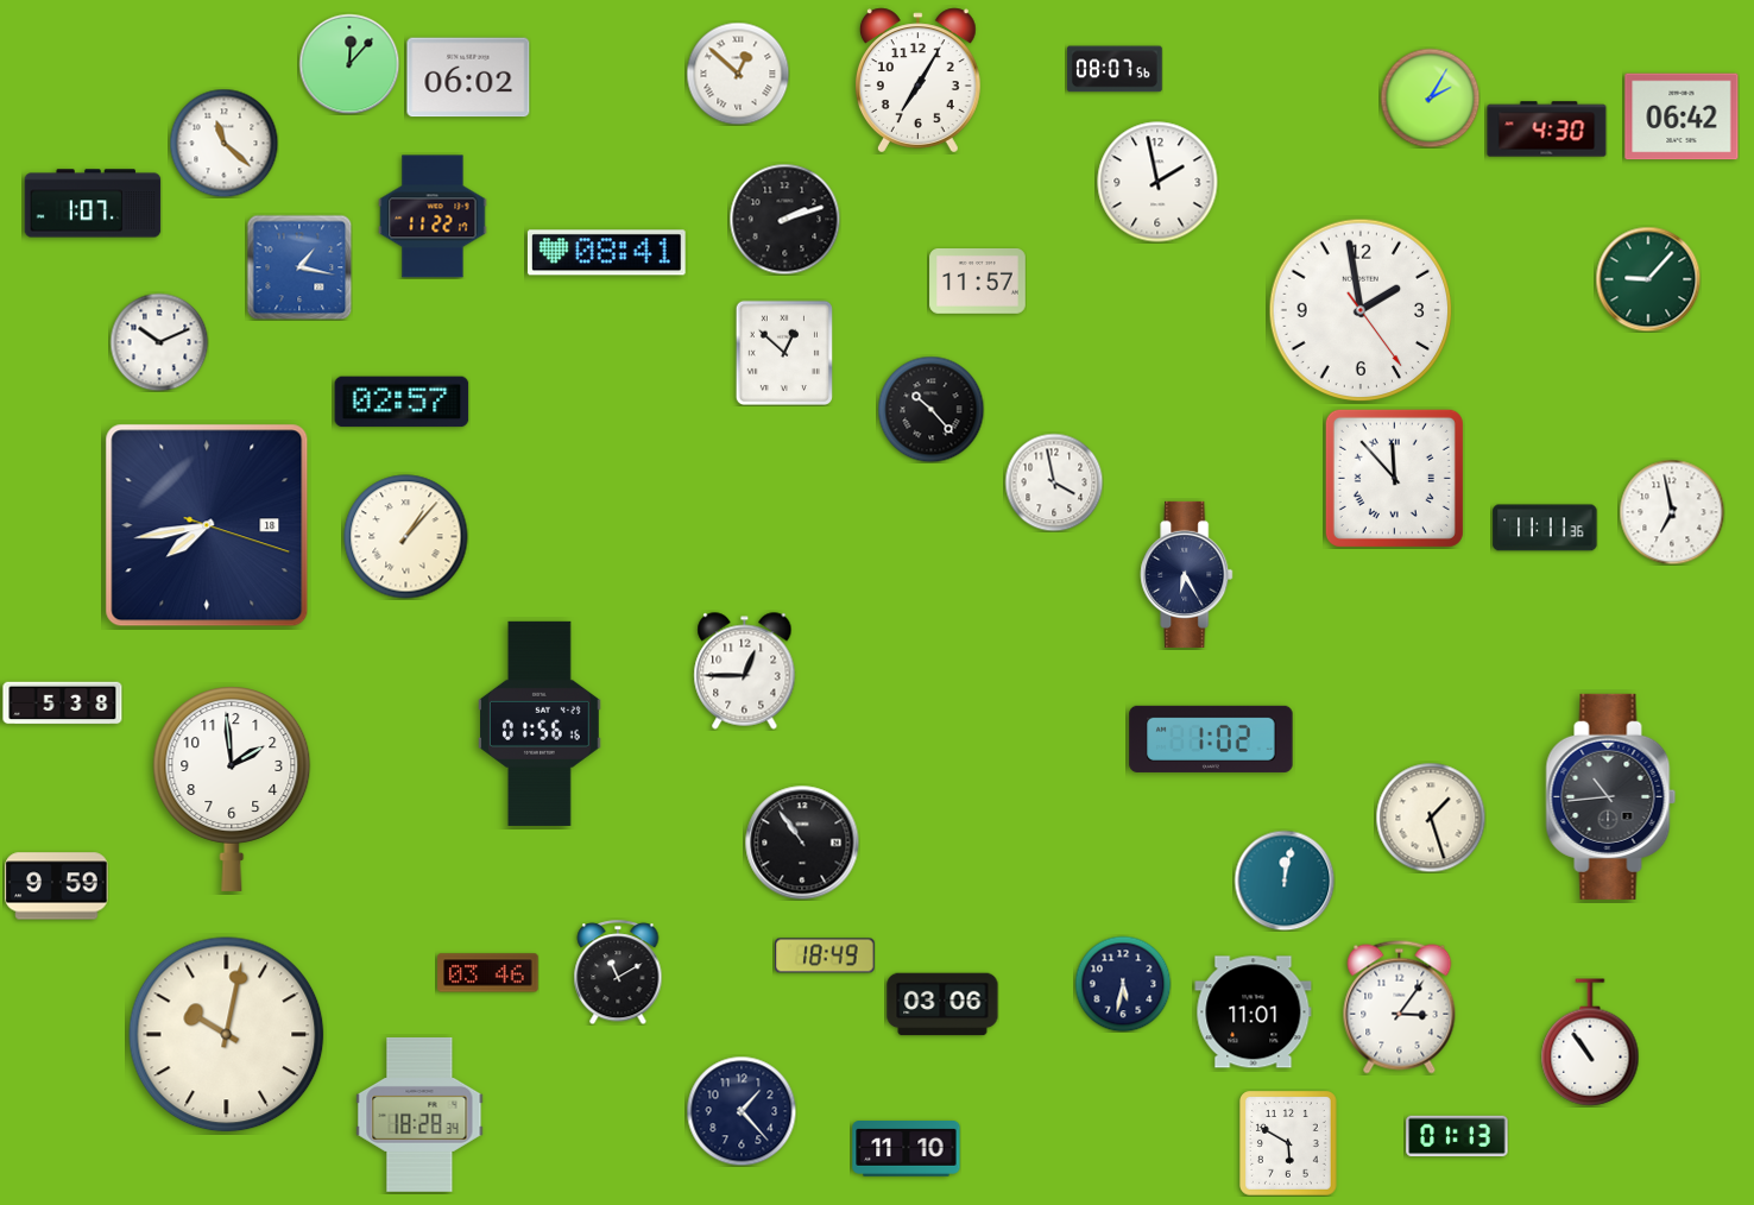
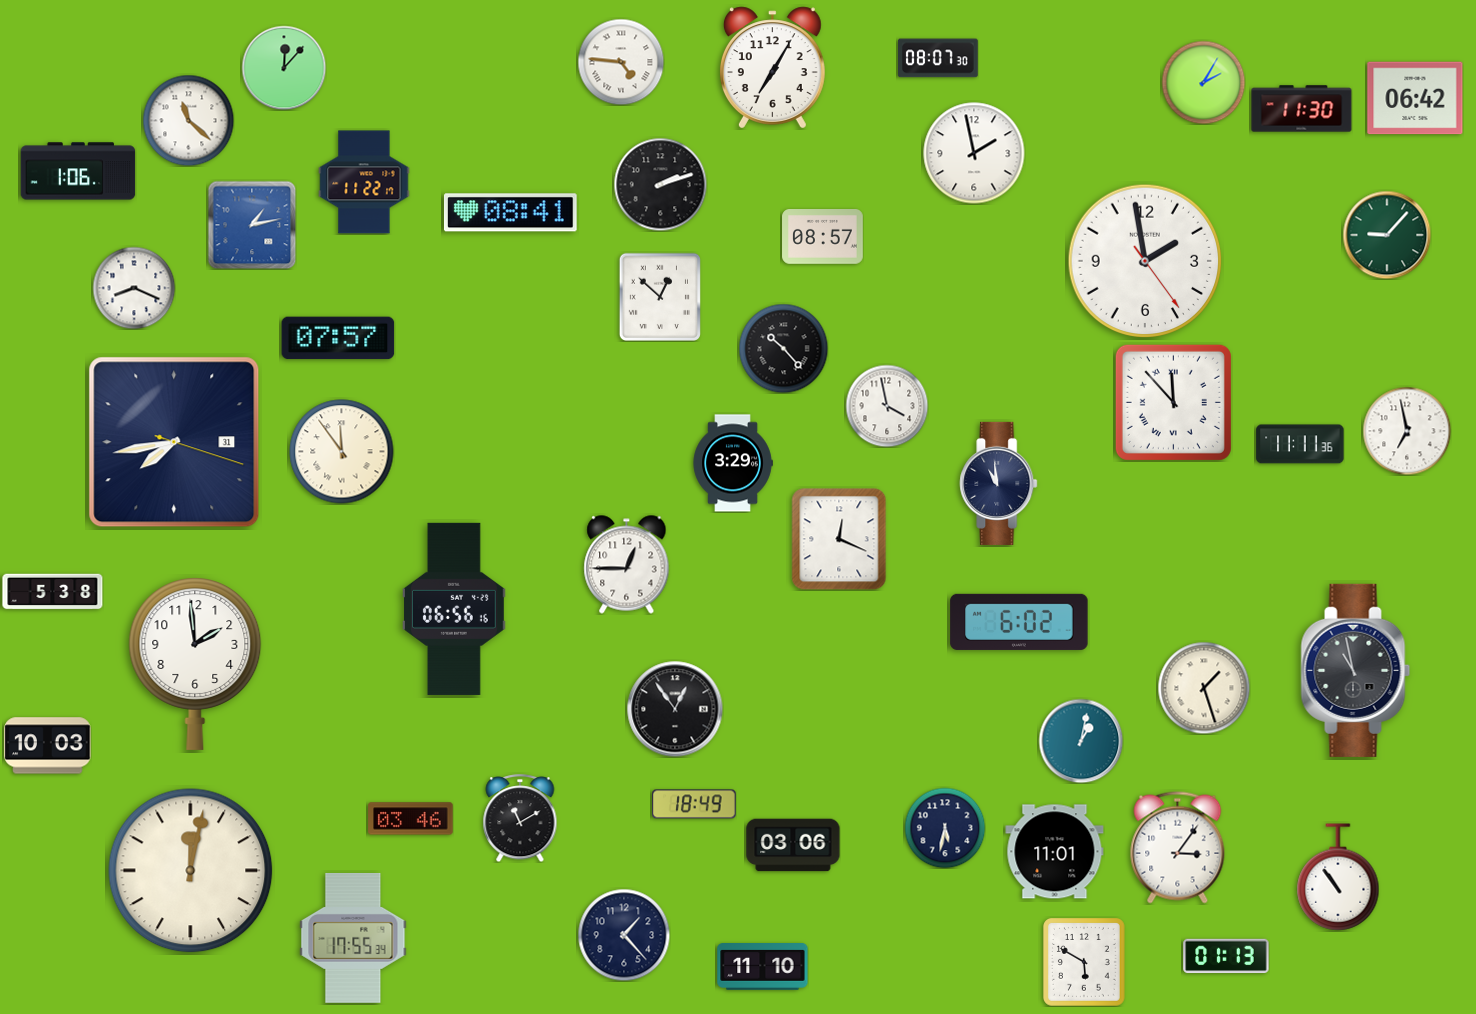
clock at (349, 64) position: (349, 64) -> (284, 68)
clock at (1115, 69): 08:07:56 -> 08:07:30
clock at (738, 74): 12:52 -> 4:46
clock at (468, 77): 06:02 -> none
clock at (1547, 130): 4:30 -> 11:30
clock at (93, 203): 1:07 -> 1:06
clock at (299, 267): 1:17 -> 1:13
clock at (978, 282): 11:57 -> 08:57
clock at (159, 342): 10:11 -> 8:19
clock at (402, 402): 02:57 -> 07:57
clock at (930, 409) position: (930, 409) -> (783, 348)
clock at (207, 525) date: 18 -> 31
clock at (406, 537): 1:07 -> 11:54
clock at (733, 463): none -> 3:29
clock at (1187, 574): 6:25 -> 10:59
clock at (839, 539): none -> 12:19
clock at (541, 724): 01:56 -> 06:56
clock at (1211, 739): 1:02 -> 6:02
clock at (1611, 796): 10:44 -> 10:58
clock at (802, 843): 10:54 -> 12:54
clock at (1285, 881): 12:02 -> 1:02
clock at (57, 887): 9:59 -> 10:03
clock at (227, 1035): 10:02 -> 12:02
clock at (419, 1115): 18:28 -> 17:55
